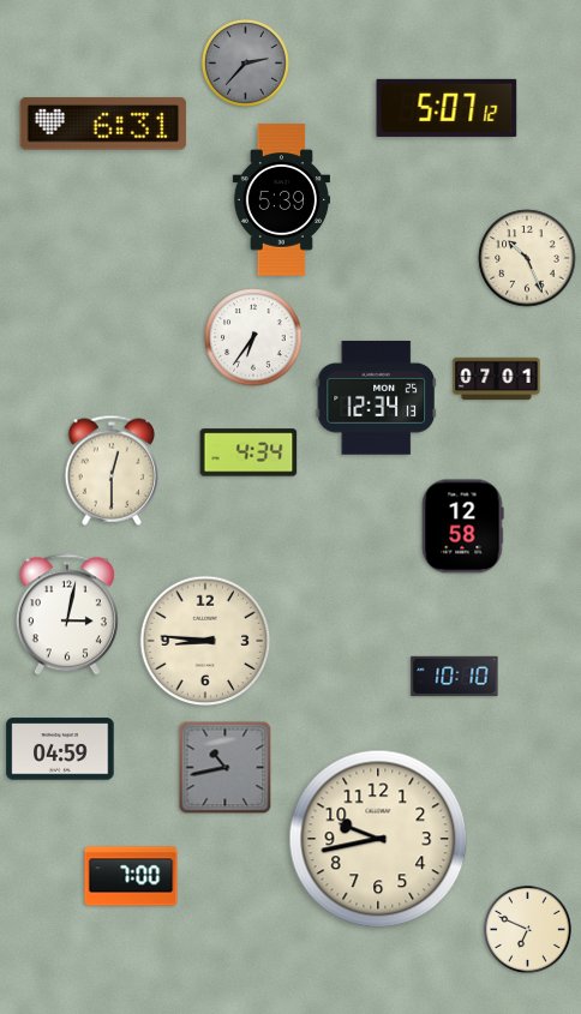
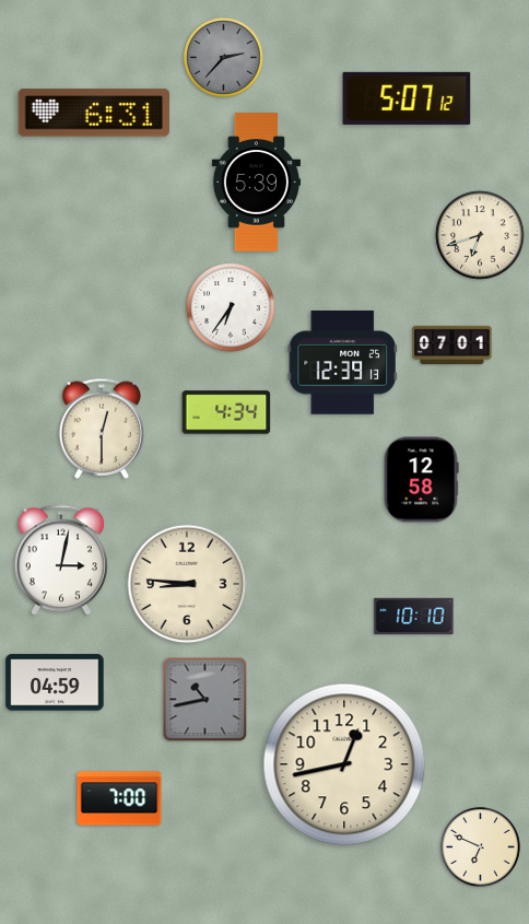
clock at (527, 258): 10:26 -> 6:42
clock at (376, 397): 12:34 -> 12:39
clock at (378, 839): 9:43 -> 12:43
